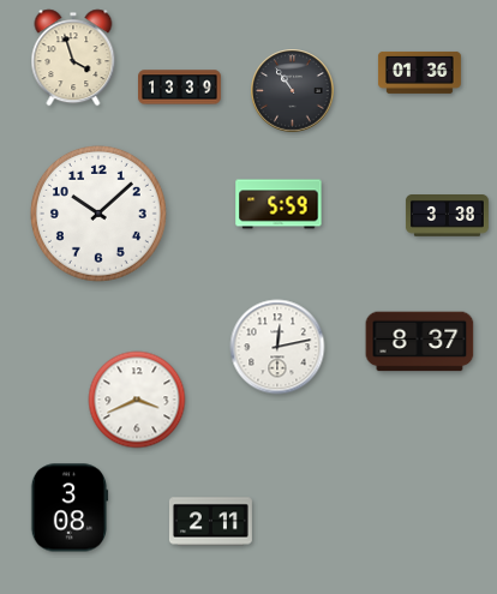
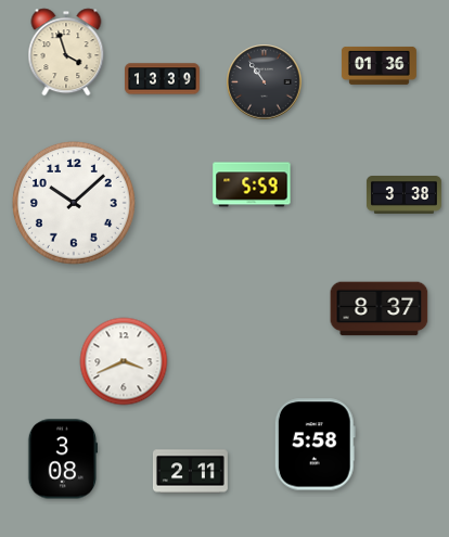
clock at (98, 214) position: (98, 214) -> (74, 203)
clock at (277, 347): 12:13 -> none
clock at (315, 445): none -> 5:58
